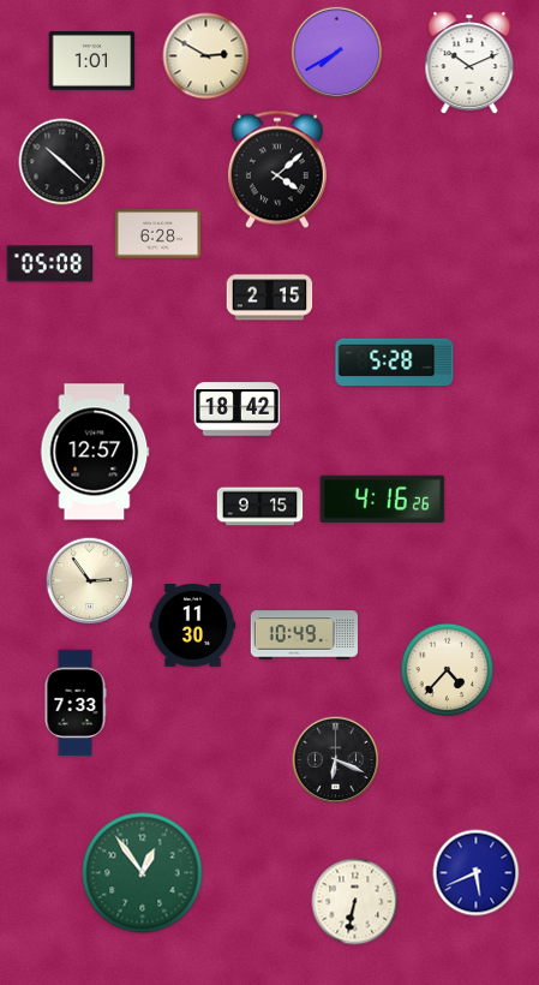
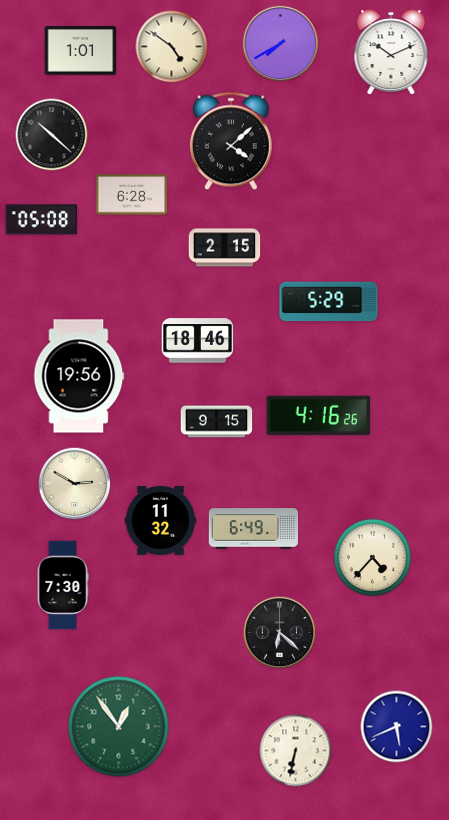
clock at (206, 56): 2:50 -> 4:51
clock at (92, 61) position: (92, 61) -> (81, 51)
clock at (395, 363): 5:28 -> 5:29
clock at (238, 410): 18:42 -> 18:46
clock at (95, 452): 12:57 -> 19:56
clock at (90, 581): 2:54 -> 2:50
clock at (193, 626): 11:30 -> 11:32
clock at (304, 635): 10:49 -> 6:49
clock at (76, 703): 7:33 -> 7:30
clock at (336, 760): 6:19 -> 6:22
